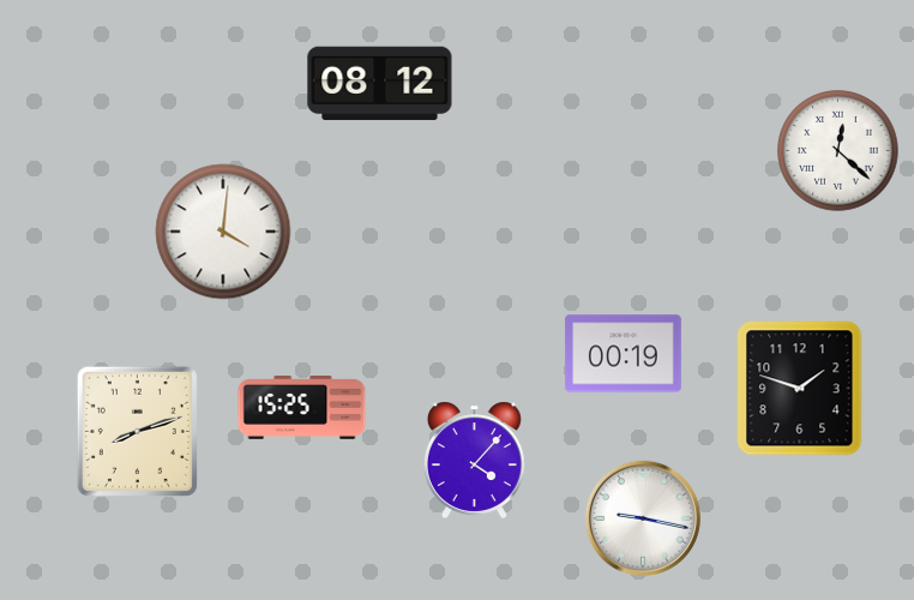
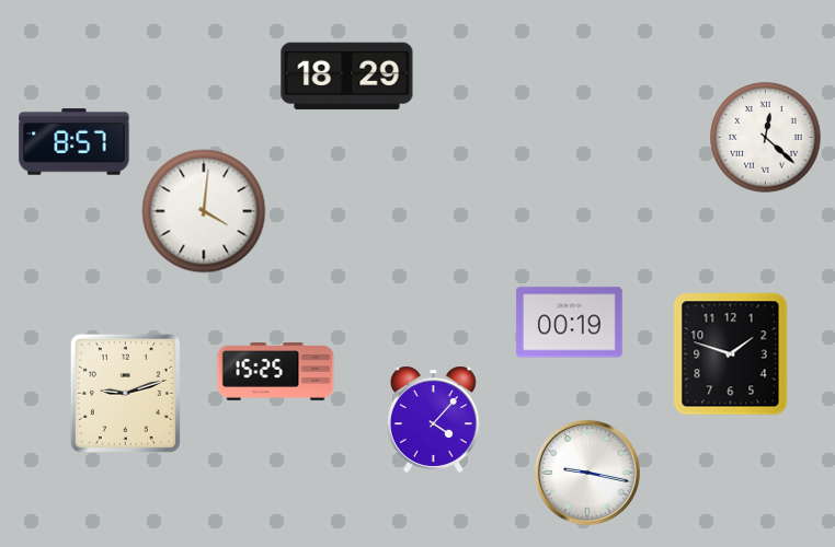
clock at (380, 84): 08:12 -> 18:29
clock at (75, 142): none -> 8:57
clock at (137, 431): 8:12 -> 9:12
